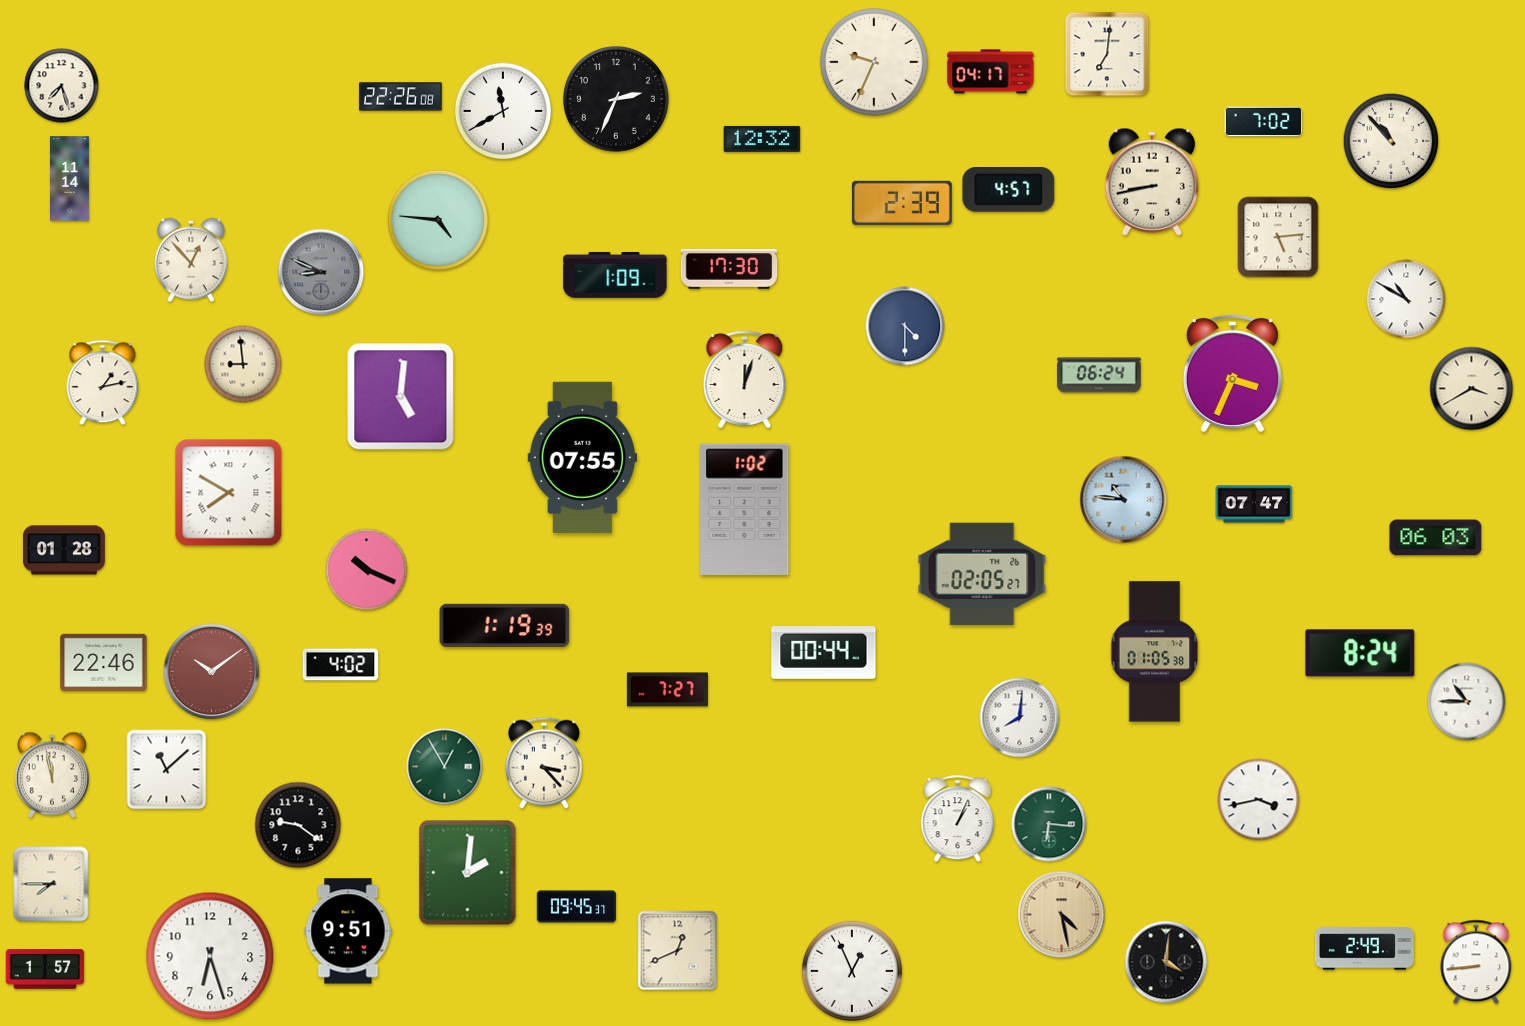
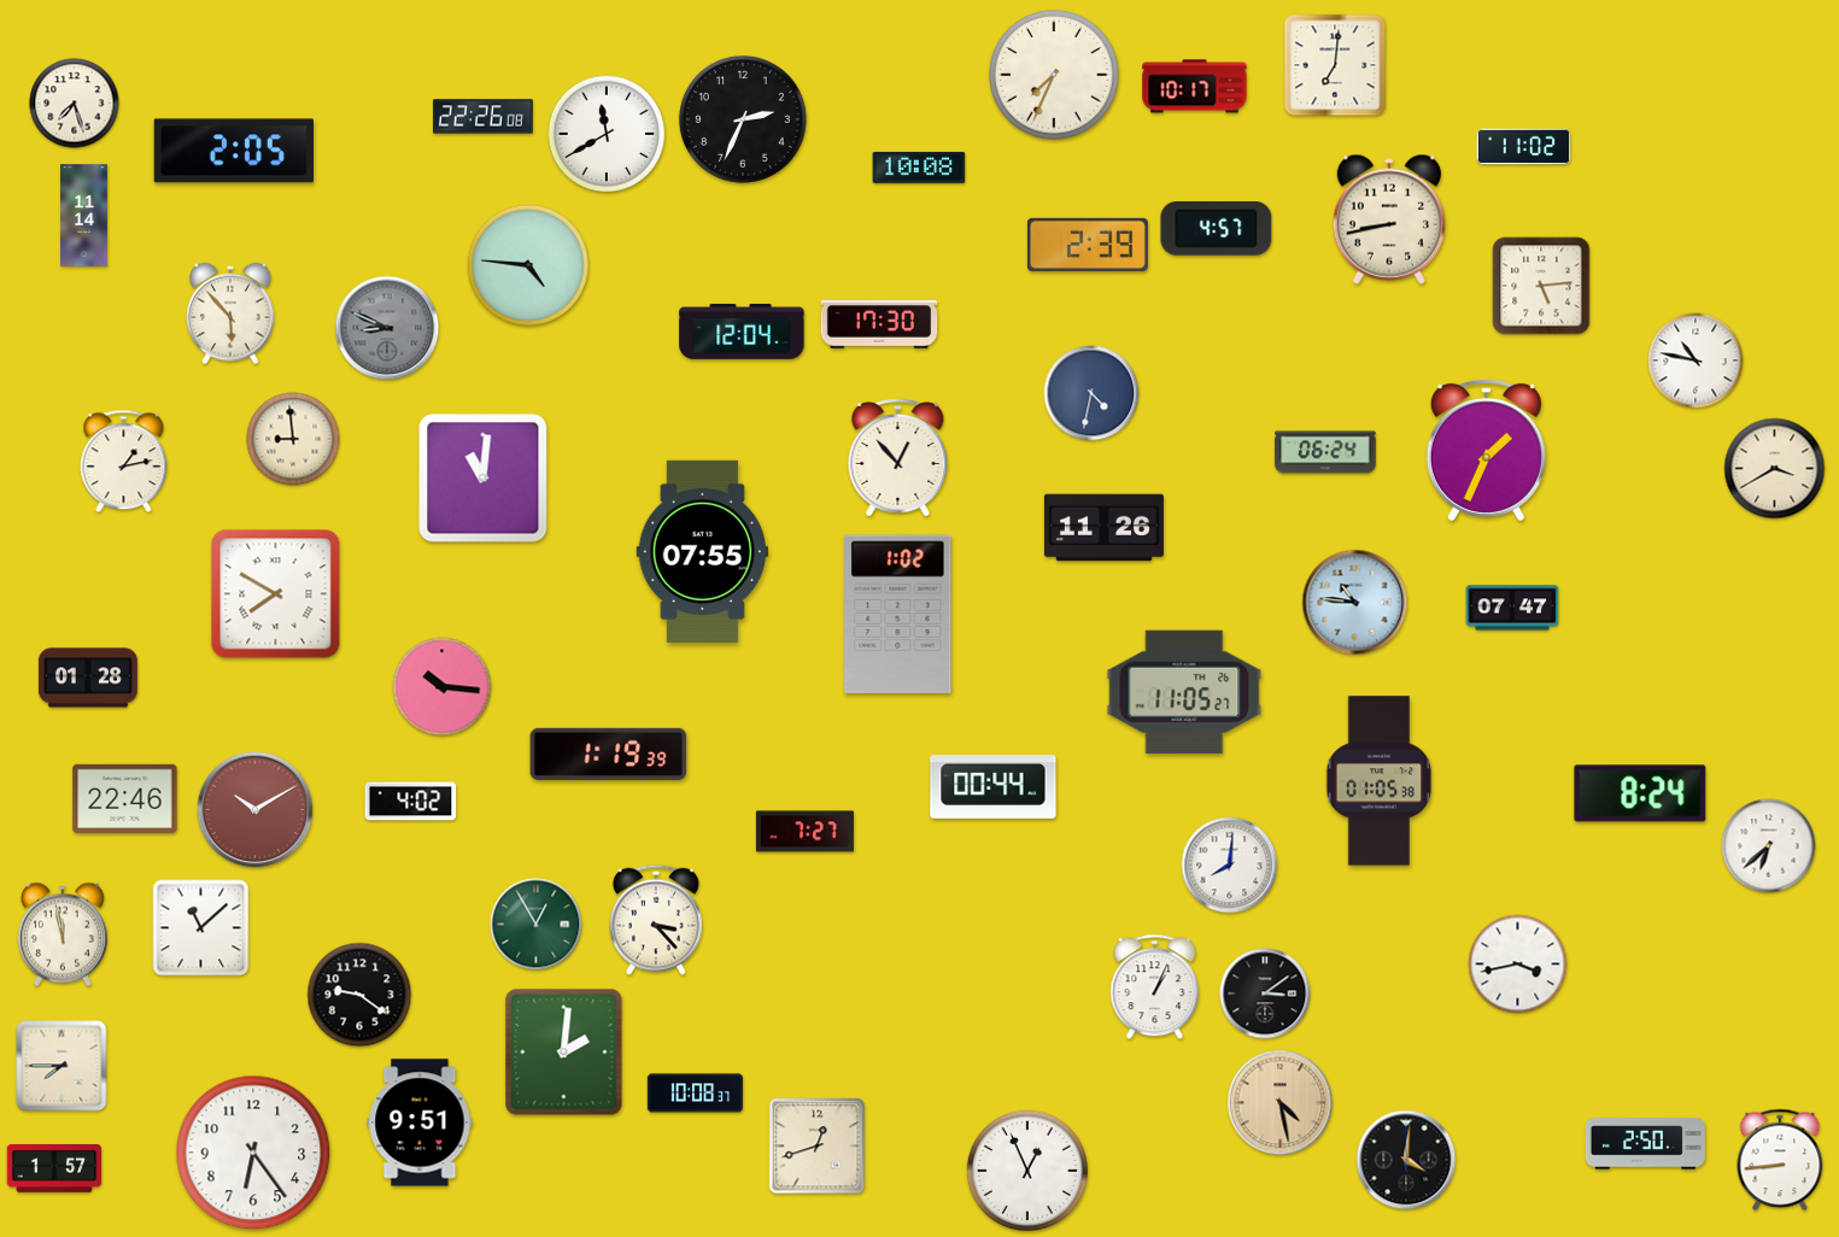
clock at (875, 63): 9:34 -> 7:34
clock at (991, 72): 04:17 -> 10:17
clock at (1264, 122): 7:02 -> 11:02
clock at (233, 151): none -> 2:05
clock at (762, 139): 12:32 -> 10:08
clock at (1391, 141): 10:53 -> none
clock at (191, 260): 12:53 -> 5:53
clock at (615, 275): 1:09 -> 12:04
clock at (1406, 299): 10:50 -> 10:47
clock at (905, 326): 4:30 -> 4:32
clock at (1232, 373): 3:34 -> 1:34
clock at (745, 380): 12:03 -> 12:53
clock at (401, 397): 5:01 -> 11:01
clock at (1103, 528): none -> 11:26
clock at (1436, 538): 06:03 -> none
clock at (64, 550) position: (64, 550) -> (88, 678)
clock at (367, 570): 10:19 -> 10:16
clock at (982, 574): 02:05 -> 11:05
clock at (1155, 652) position: (1155, 652) -> (1380, 781)
clock at (1360, 653) position: (1360, 653) -> (1640, 793)
clock at (212, 672): 10:09 -> 10:10
clock at (1467, 702): 10:45 -> 6:38
clock at (1049, 824): 6:16 -> 3:09
clock at (1049, 824) dial: green -> black
clock at (577, 907): 09:45 -> 10:08
clock at (1364, 949): 2:49 -> 2:50
clock at (678, 951): 12:41 -> 12:42
clock at (210, 956): 6:27 -> 6:24
